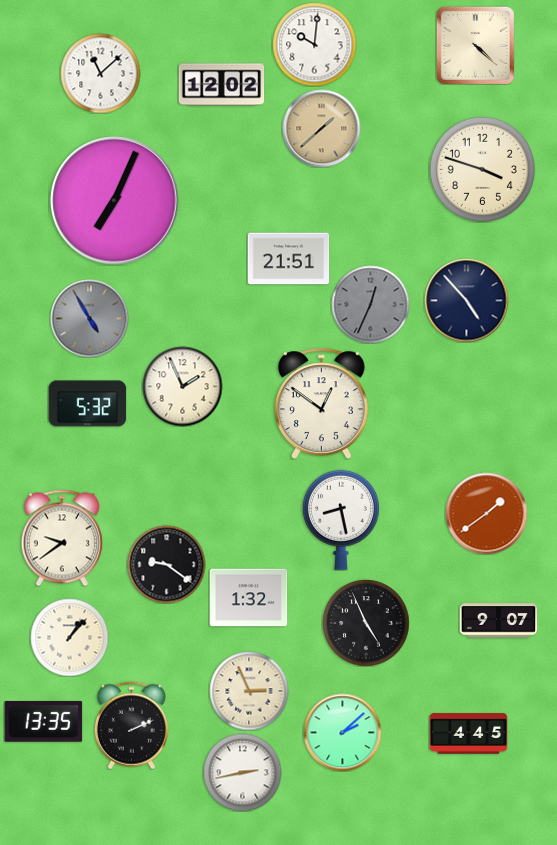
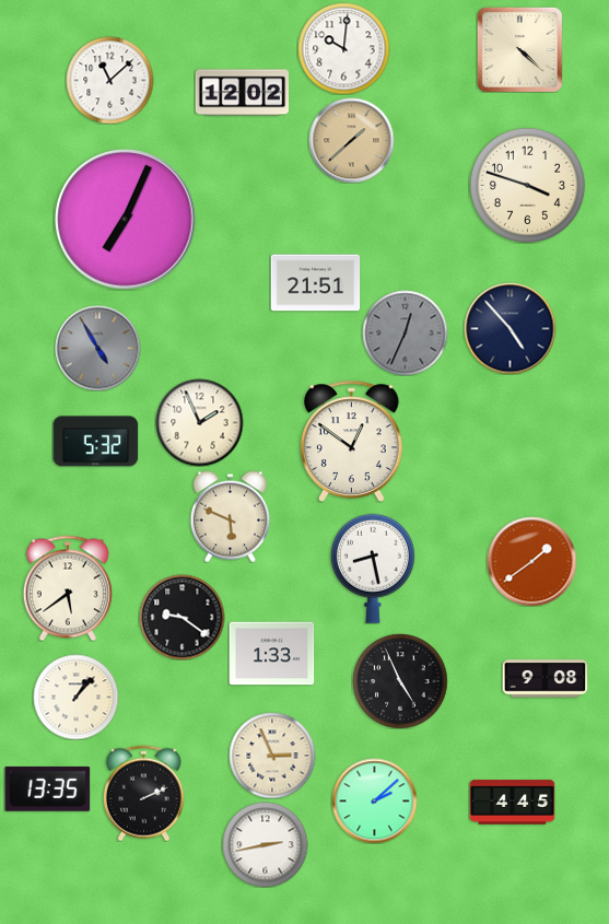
clock at (230, 516): none -> 5:49
clock at (62, 538): 9:39 -> 5:39
clock at (248, 598): 1:32 -> 1:33
clock at (498, 621): 9:07 -> 9:08
